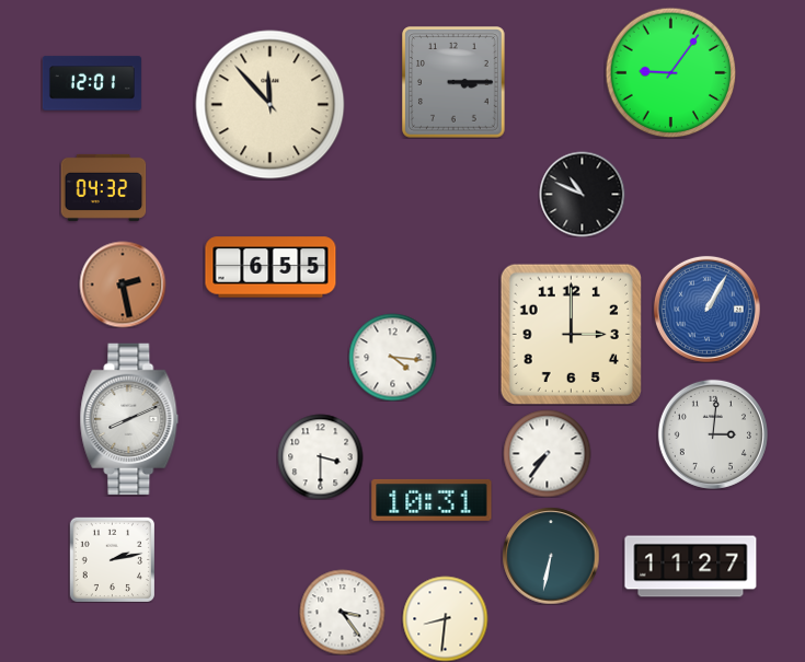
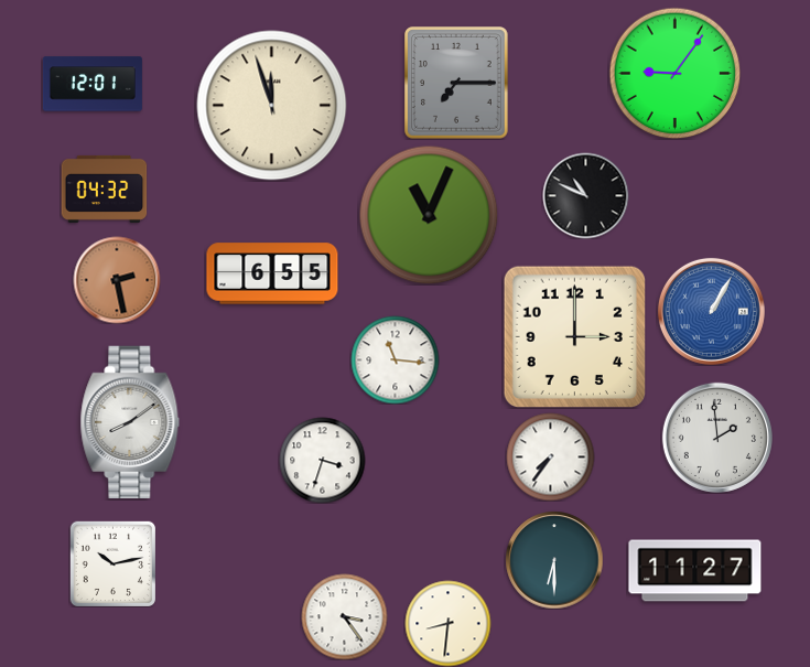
clock at (455, 82): 3:15 -> 7:15
clock at (271, 105): 11:53 -> 11:57
clock at (429, 215): none -> 11:04
clock at (271, 267) position: (271, 267) -> (272, 273)
clock at (123, 284) position: (123, 284) -> (117, 280)
clock at (392, 357): 4:16 -> 11:16
clock at (129, 419): 8:11 -> 8:09
clock at (713, 434): 3:01 -> 1:59
clock at (320, 456): 3:30 -> 3:33
clock at (432, 500): 10:31 -> none
clock at (551, 556): 6:32 -> 6:30
clock at (112, 559): 2:13 -> 10:13
